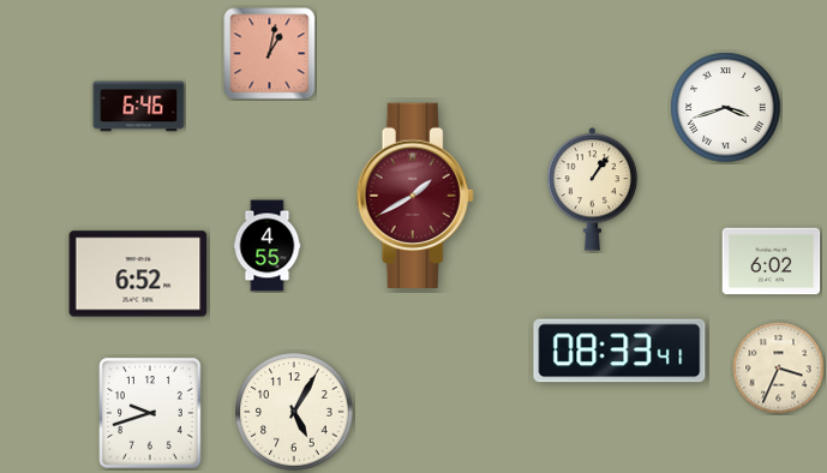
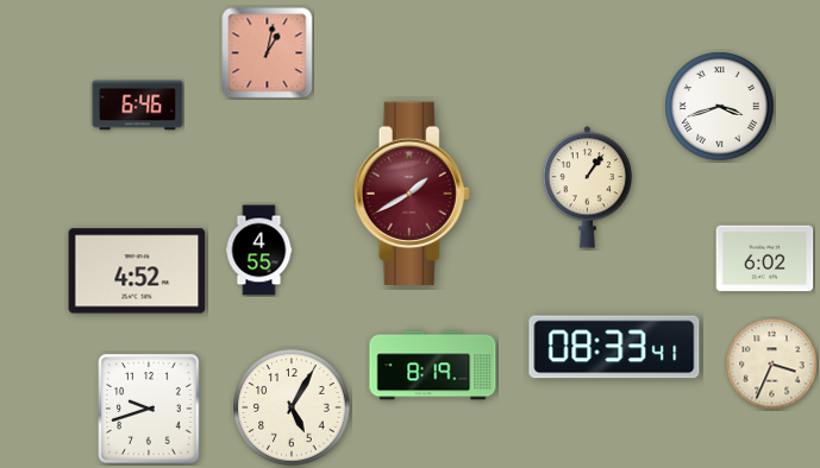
clock at (268, 246) position: (268, 246) -> (259, 251)
clock at (138, 274): 6:52 -> 4:52
clock at (433, 366): none -> 8:19
